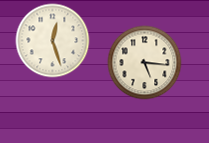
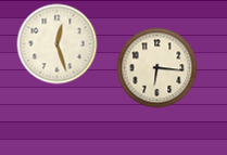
clock at (145, 63): 5:16 -> 6:16
